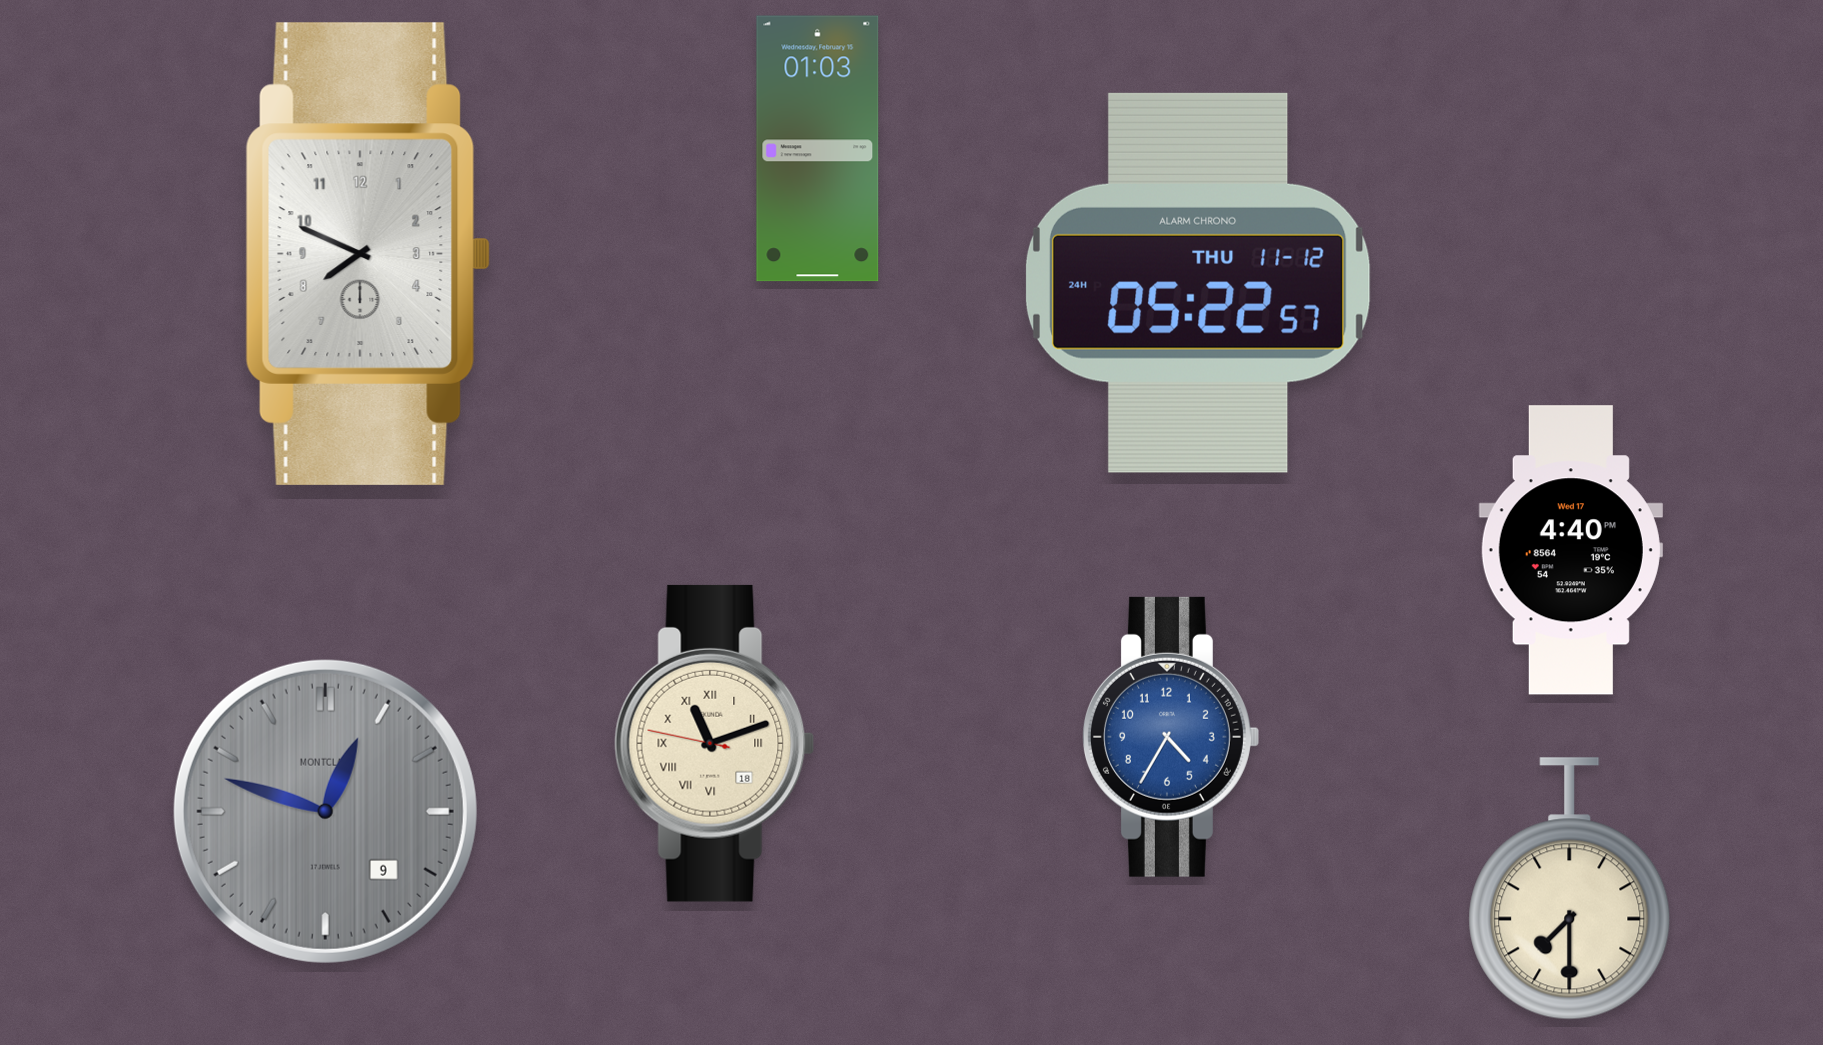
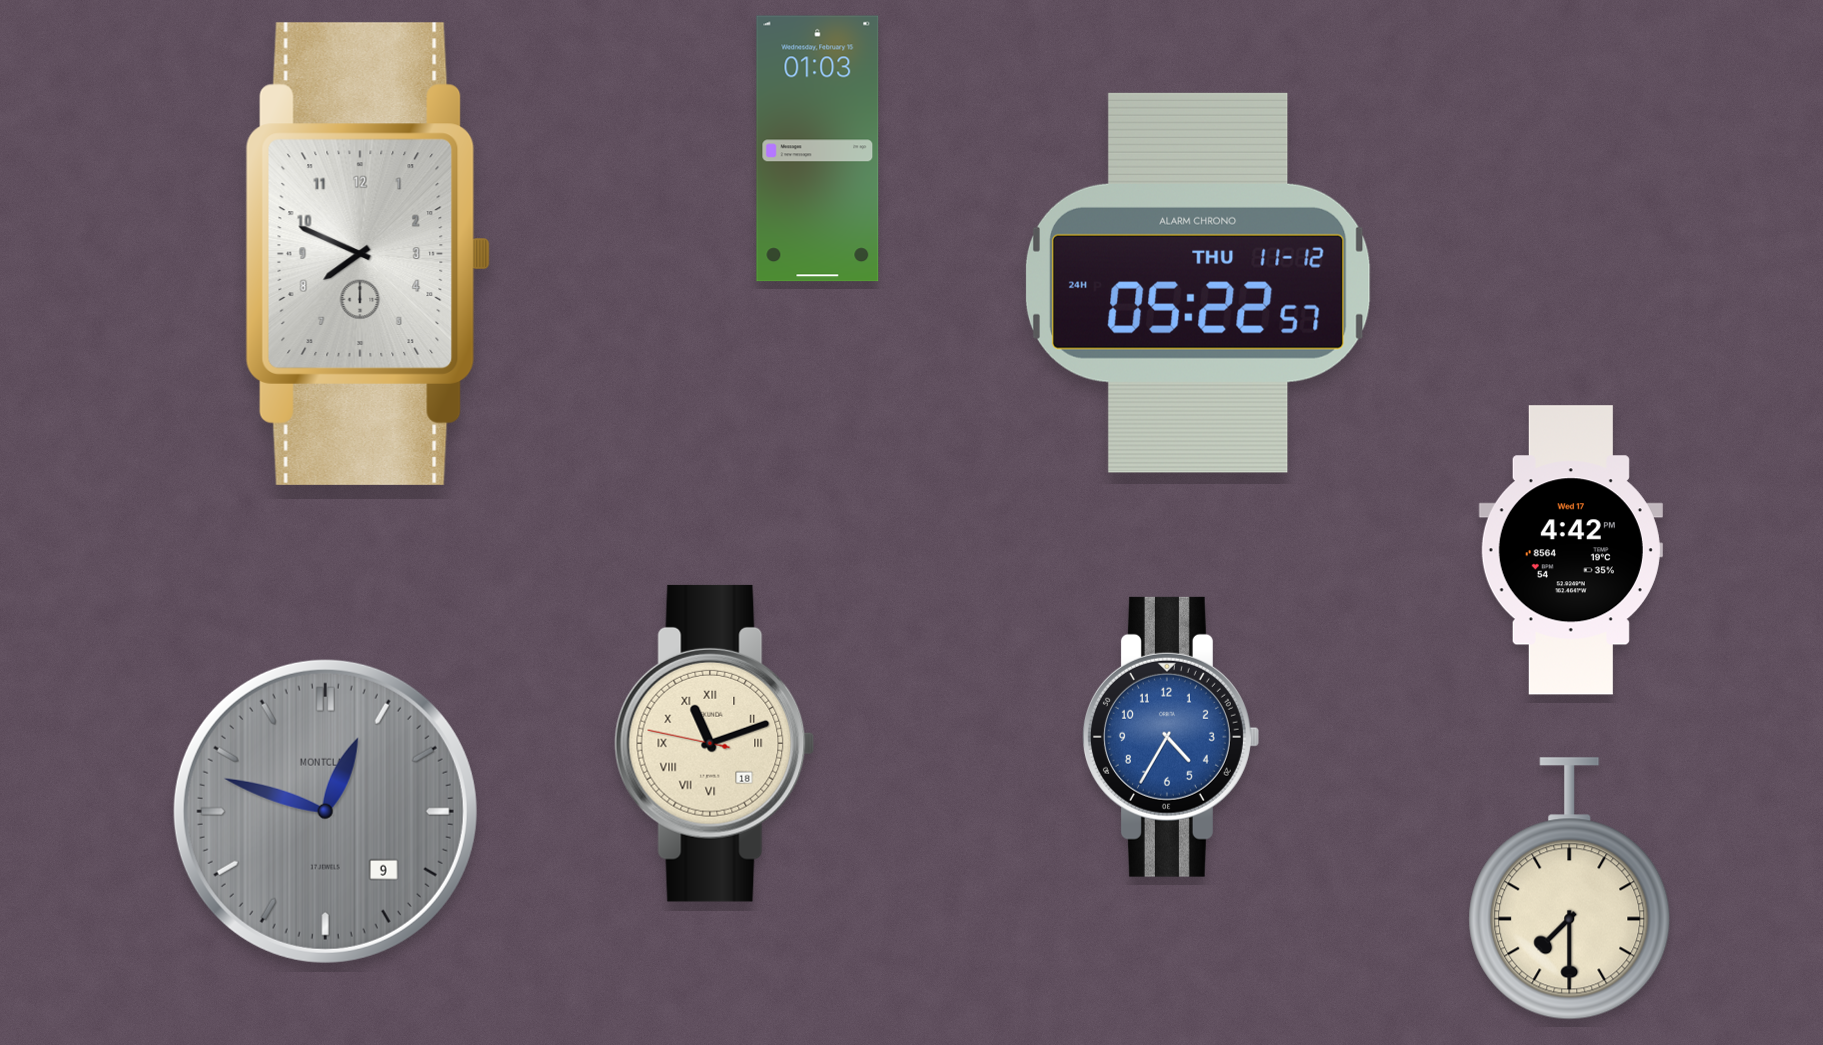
clock at (1571, 550): 4:40 -> 4:42
